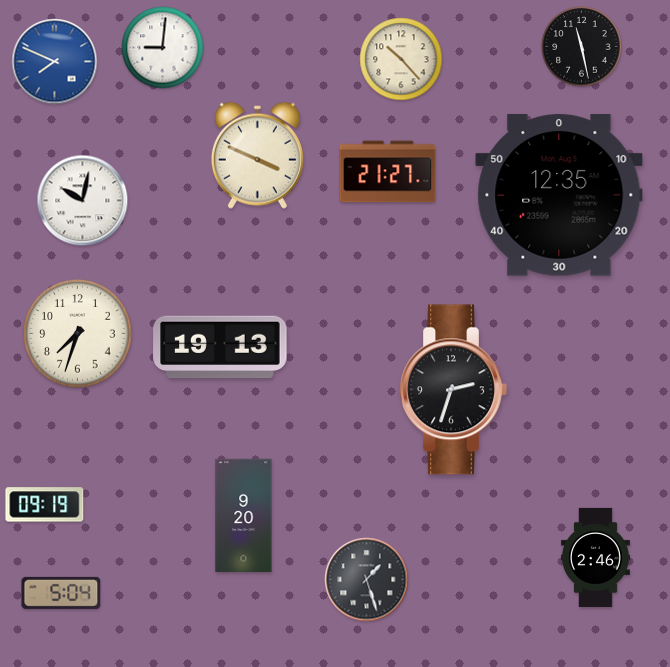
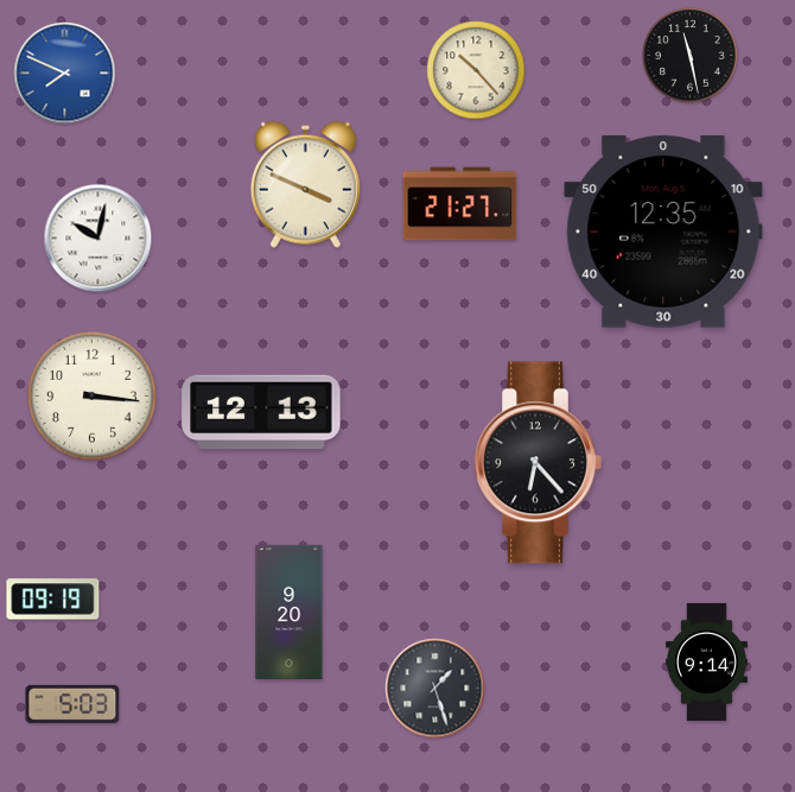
clock at (163, 48): 9:01 -> none
clock at (78, 334): 7:33 -> 3:16
clock at (220, 347): 19:13 -> 12:13
clock at (453, 390): 2:33 -> 6:23
clock at (595, 557): 2:46 -> 9:14
clock at (61, 593): 5:04 -> 5:03
